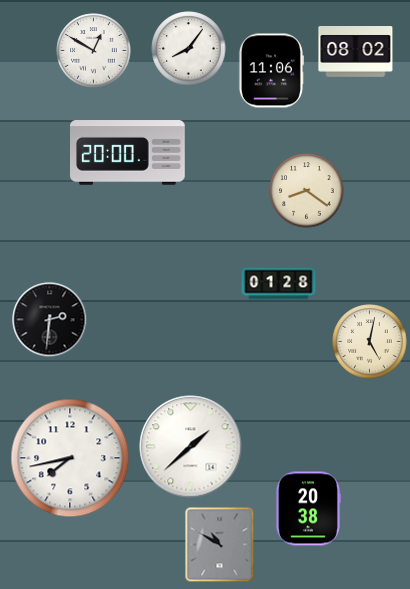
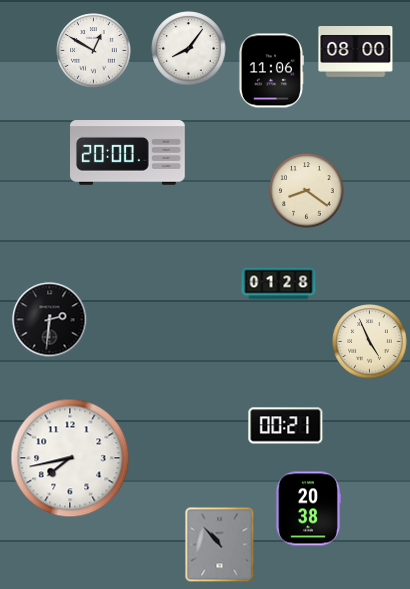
clock at (356, 52): 08:02 -> 08:00
clock at (370, 342): 5:02 -> 4:56
clock at (286, 426): none -> 00:21
clock at (191, 447): 1:38 -> none
clock at (220, 545): 10:50 -> 10:53
